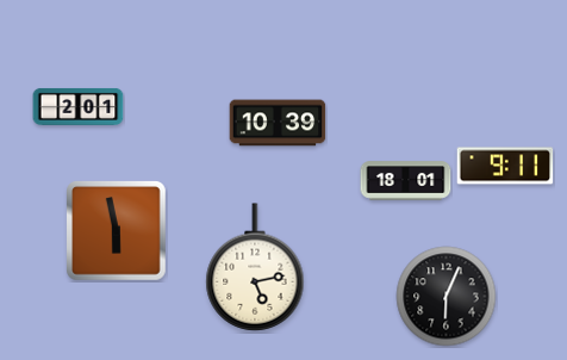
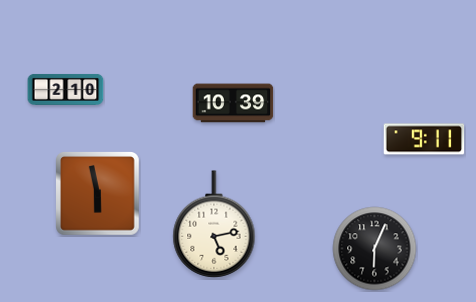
clock at (79, 106): 2:01 -> 2:10
clock at (406, 181): 18:01 -> none
